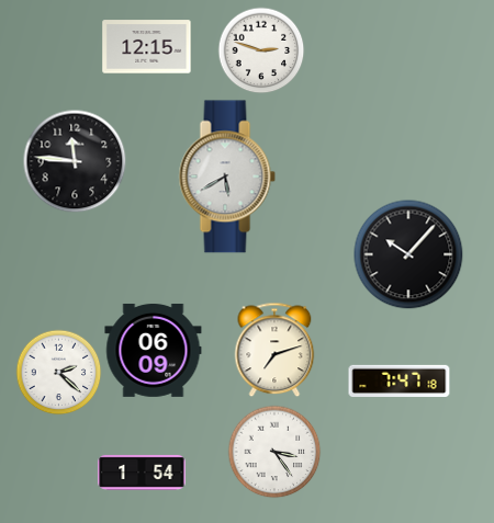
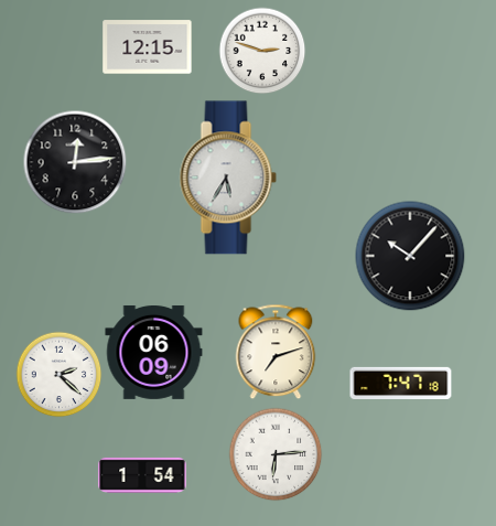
clock at (75, 161): 11:46 -> 12:14
clock at (227, 177): 5:40 -> 5:35
clock at (274, 452): 3:24 -> 6:14
